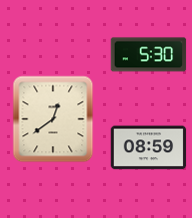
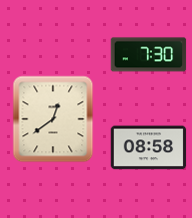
clock at (149, 55): 5:30 -> 7:30
clock at (149, 148): 08:59 -> 08:58
